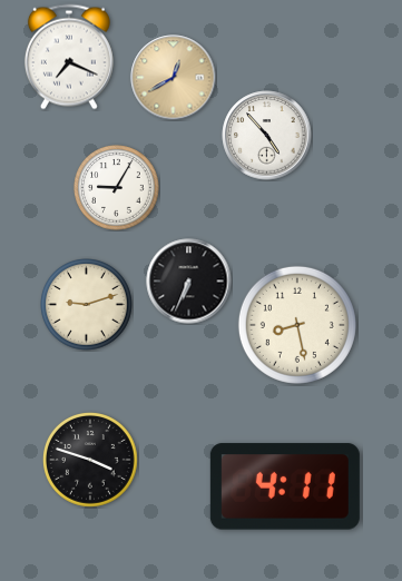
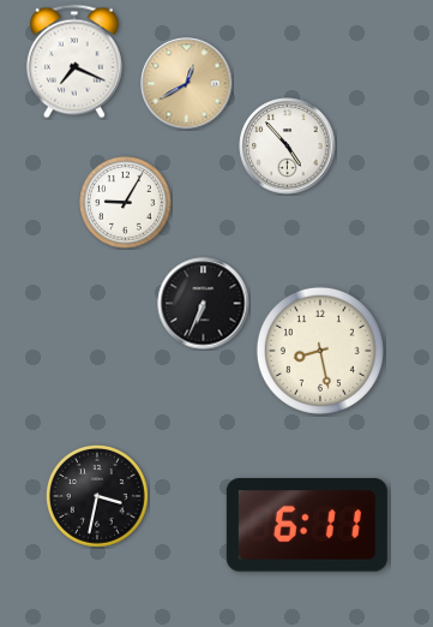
clock at (87, 305): 9:12 -> none
clock at (91, 461): 3:48 -> 3:32
clock at (285, 486): 4:11 -> 6:11
